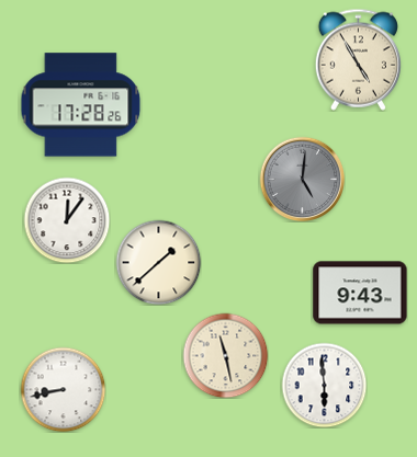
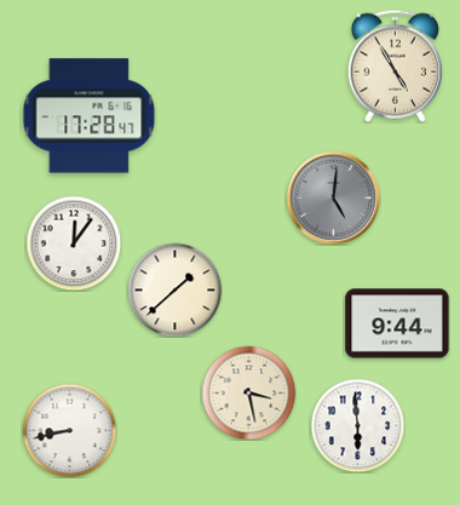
clock at (81, 105): 17:28:26 -> 17:28:47
clock at (360, 293): 9:43 -> 9:44
clock at (225, 355): 11:28 -> 3:28
